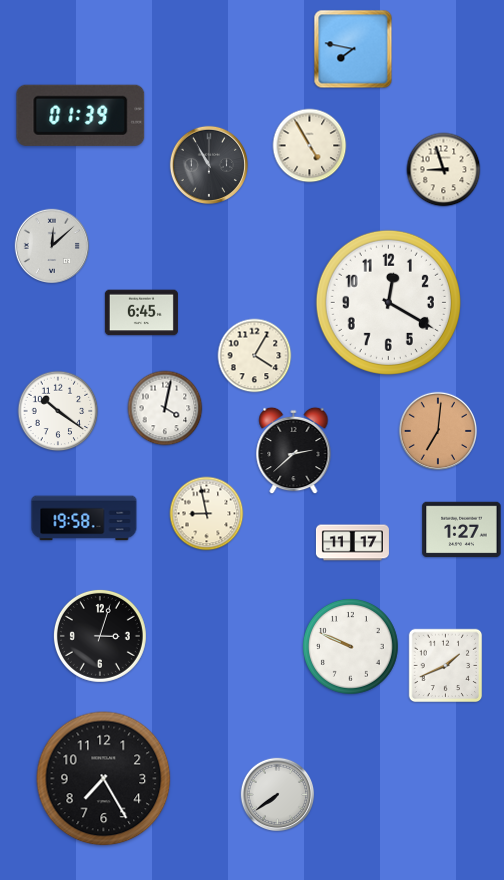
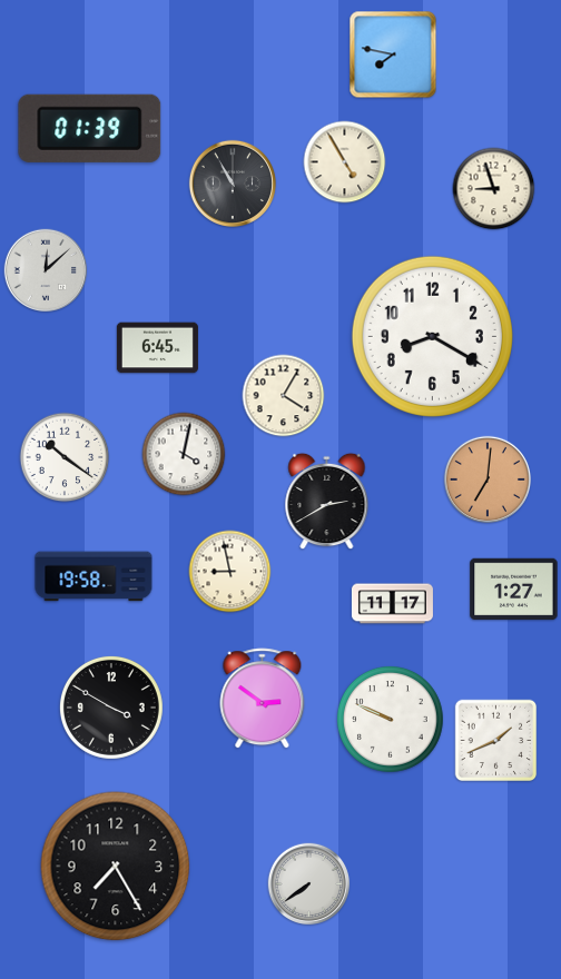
clock at (52, 246) position: (52, 246) -> (46, 270)
clock at (388, 302): 12:20 -> 8:20
clock at (294, 451): 2:38 -> 2:40
clock at (263, 699): none -> 2:51
clock at (100, 636): 3:03 -> 3:50
